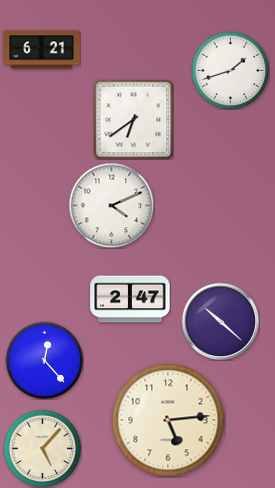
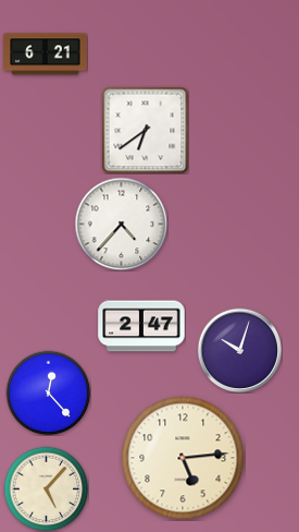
clock at (230, 70): 1:42 -> none
clock at (111, 205): 4:11 -> 4:37
clock at (220, 321): 10:22 -> 10:03
